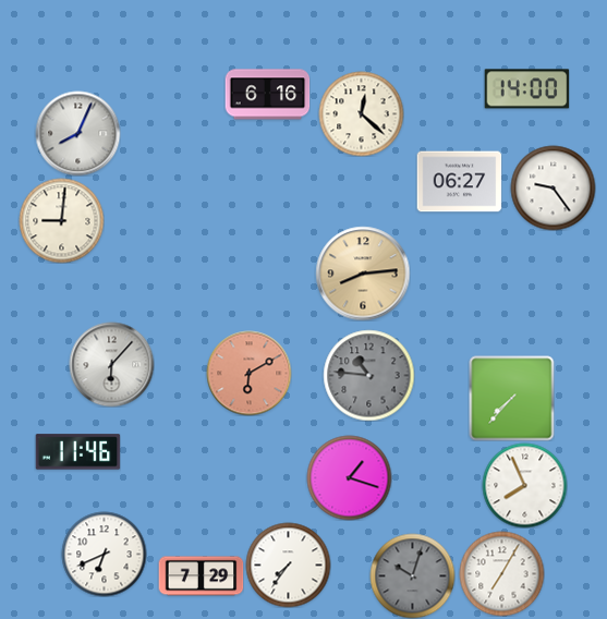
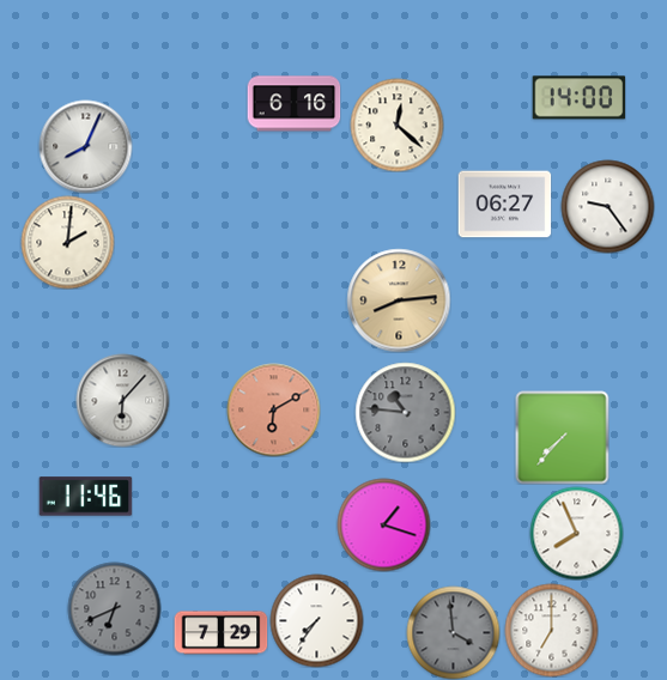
clock at (459, 182) position: (459, 182) -> (504, 205)
clock at (61, 220): 9:01 -> 2:01
clock at (104, 554) dial: white -> grey
clock at (501, 573): 7:05 -> 7:00
clock at (412, 575): 10:03 -> 3:59
